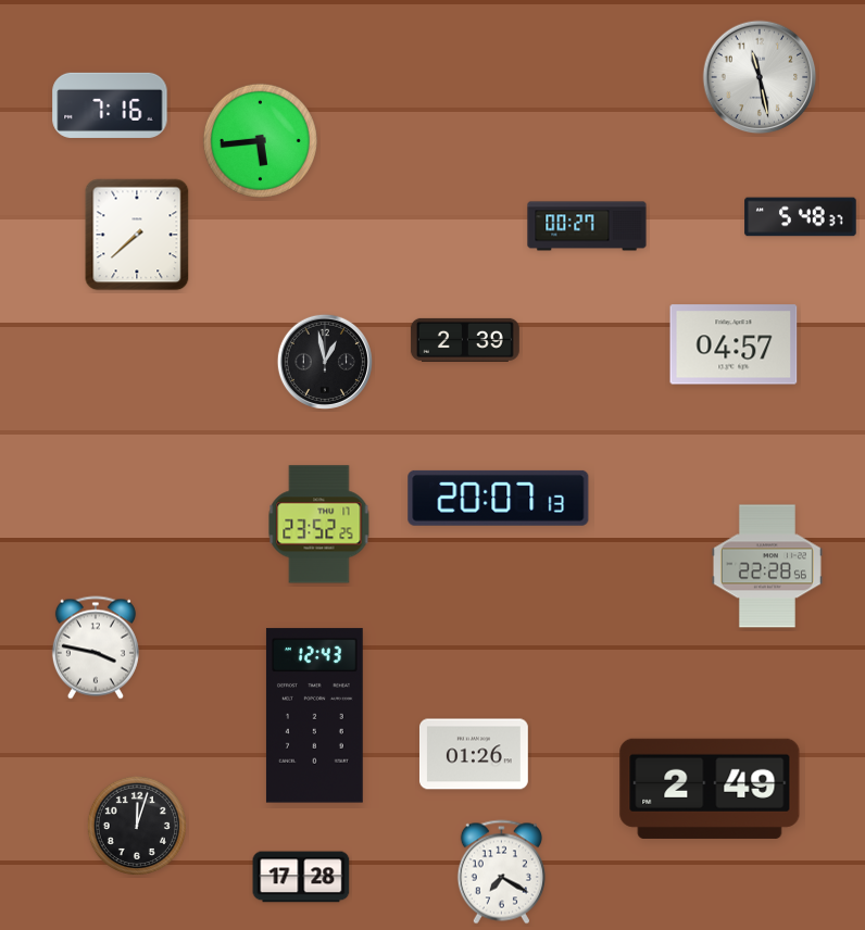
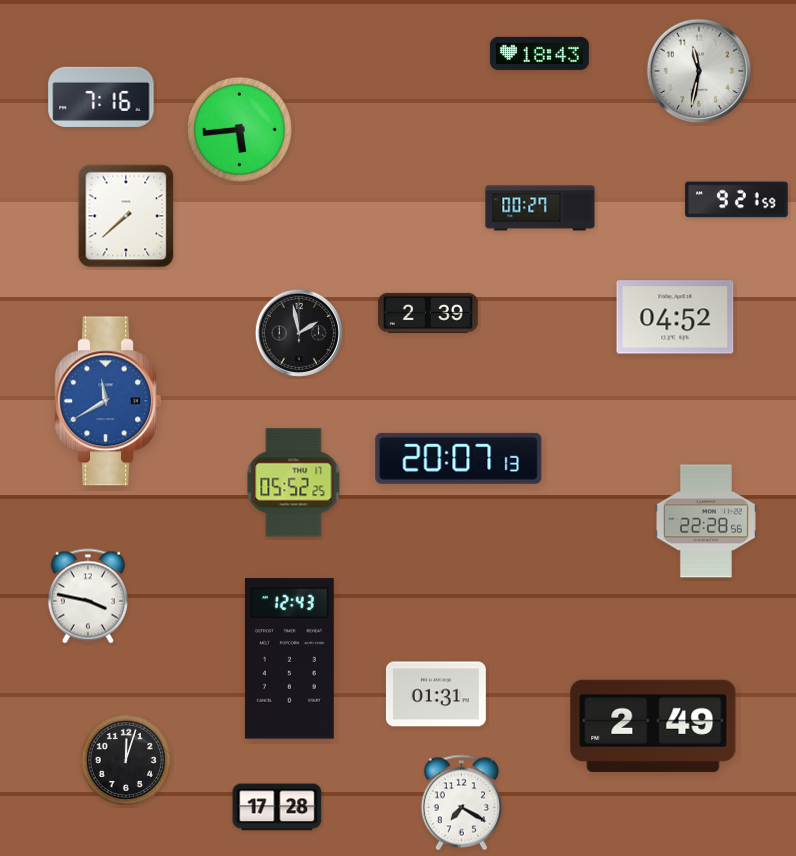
clock at (539, 53): none -> 18:43
clock at (760, 77): 11:28 -> 11:32
clock at (801, 217): 5:48 -> 9:21
clock at (734, 344): 04:57 -> 04:52
clock at (325, 362): 12:58 -> 1:58
clock at (107, 401): none -> 11:40
clock at (319, 525): 23:52 -> 05:52
clock at (474, 754): 01:26 -> 01:31
